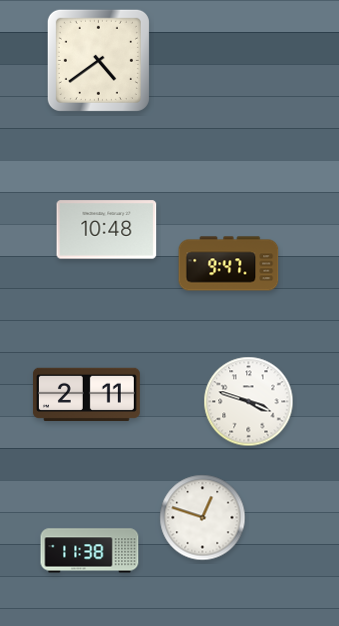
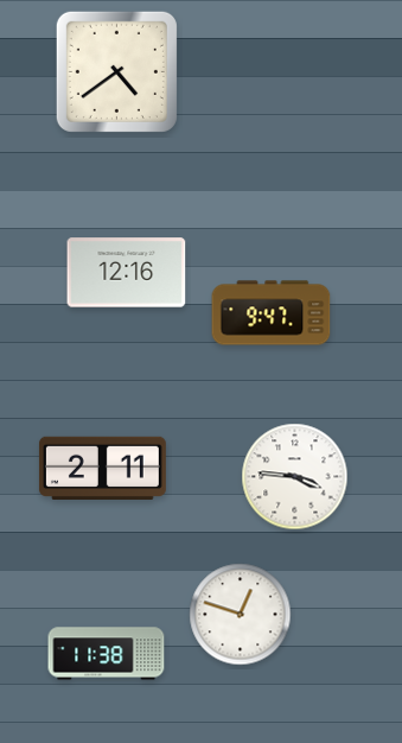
clock at (107, 230): 10:48 -> 12:16
clock at (249, 402): 3:48 -> 3:46
